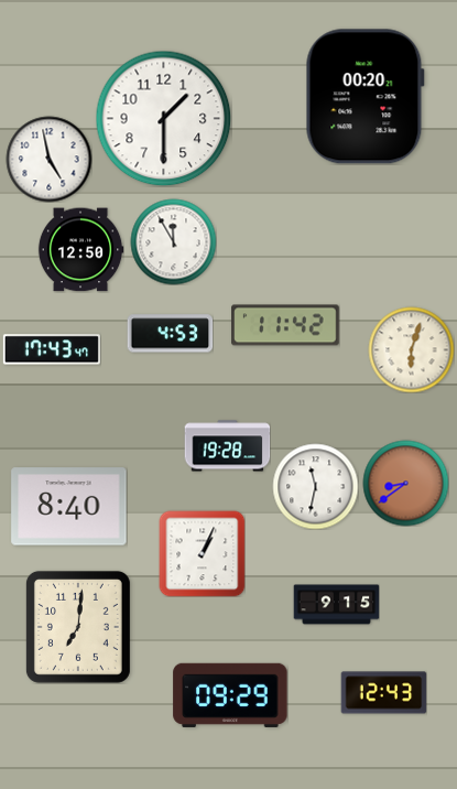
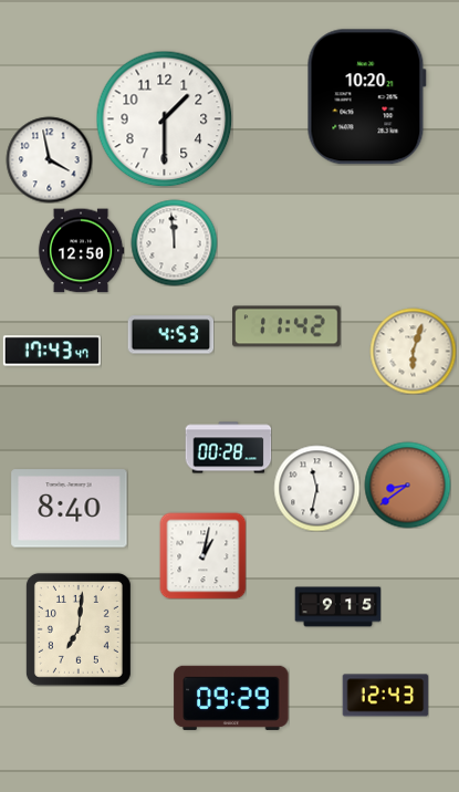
clock at (364, 97): 00:20 -> 10:20
clock at (48, 159): 4:58 -> 3:58
clock at (173, 241): 11:55 -> 11:59
clock at (227, 446): 19:28 -> 00:28
clock at (202, 553): 1:04 -> 1:02
